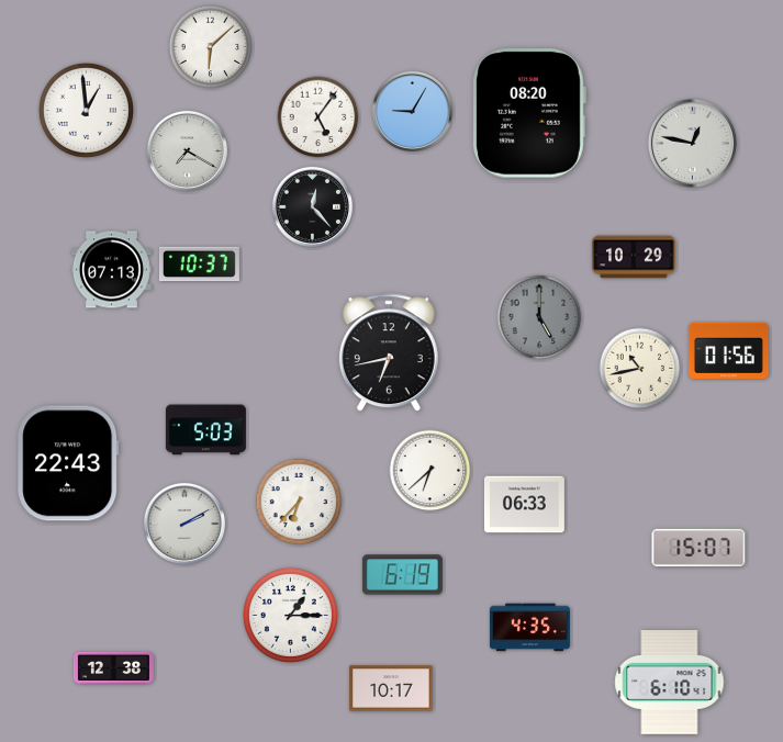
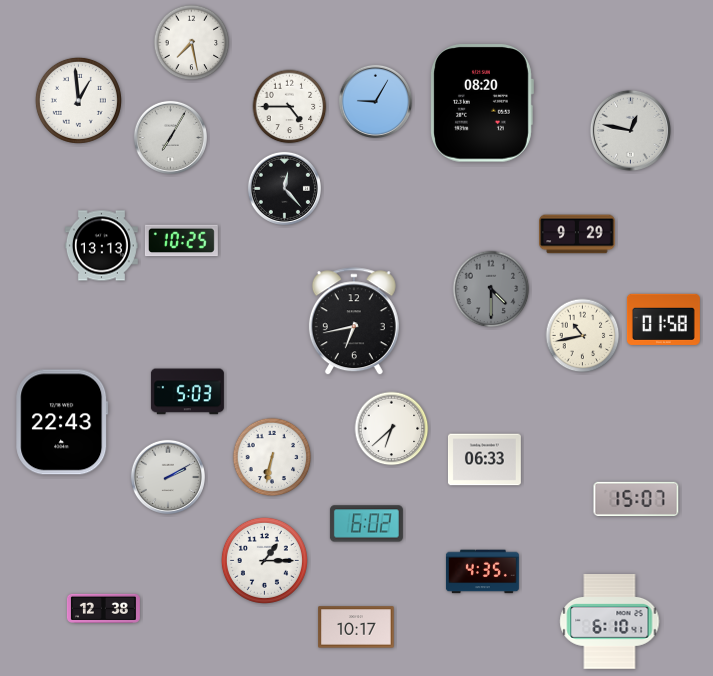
clock at (211, 47): 6:08 -> 7:28
clock at (318, 117): 5:06 -> 4:45
clock at (187, 150): 7:20 -> 7:05
clock at (634, 257): 10:29 -> 9:29
clock at (199, 265): 10:37 -> 10:25
clock at (111, 270): 07:13 -> 13:13
clock at (539, 317): 5:00 -> 4:30
clock at (728, 350): 01:56 -> 01:58
clock at (299, 502): 6:37 -> 6:32
clock at (524, 505) position: (524, 505) -> (484, 460)
clock at (402, 575): 6:19 -> 6:02
